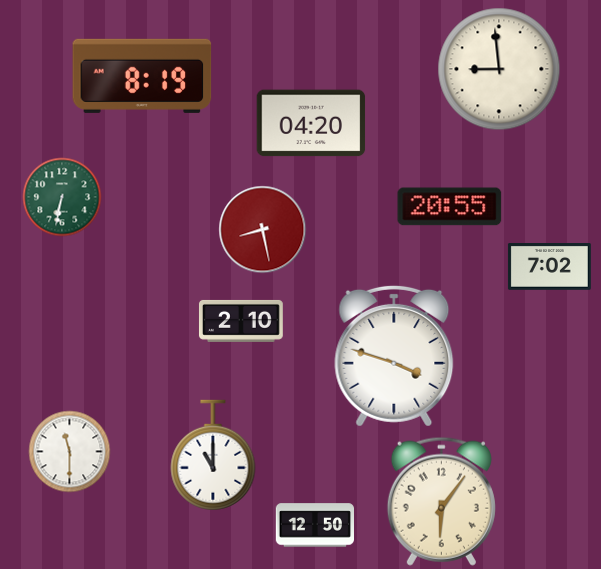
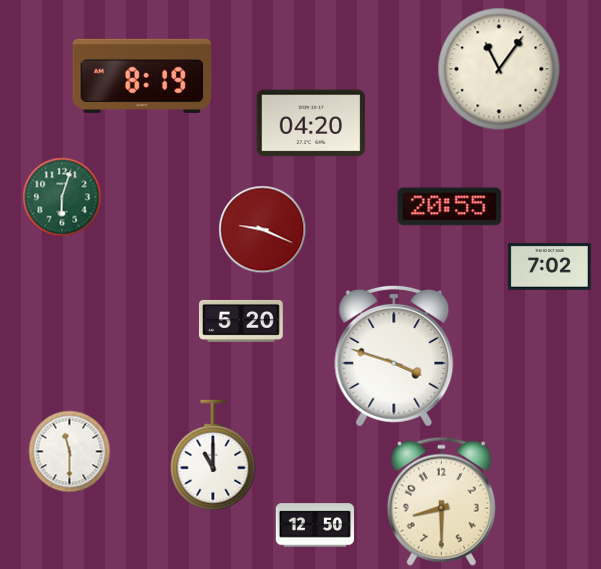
clock at (499, 69): 8:59 -> 11:06
clock at (62, 197): 6:32 -> 6:03
clock at (263, 230): 8:28 -> 9:19
clock at (241, 321): 2:10 -> 5:20
clock at (441, 501): 6:06 -> 8:30
